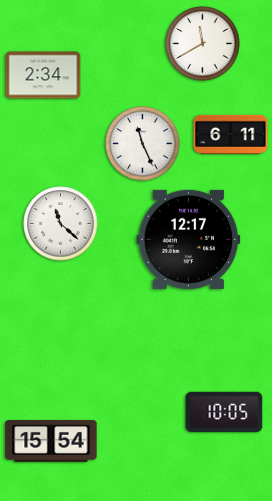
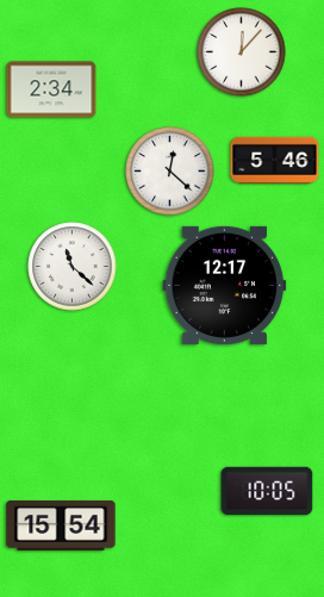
clock at (203, 44): 11:40 -> 12:07
clock at (231, 134): 6:11 -> 5:46
clock at (143, 144): 11:26 -> 12:22
